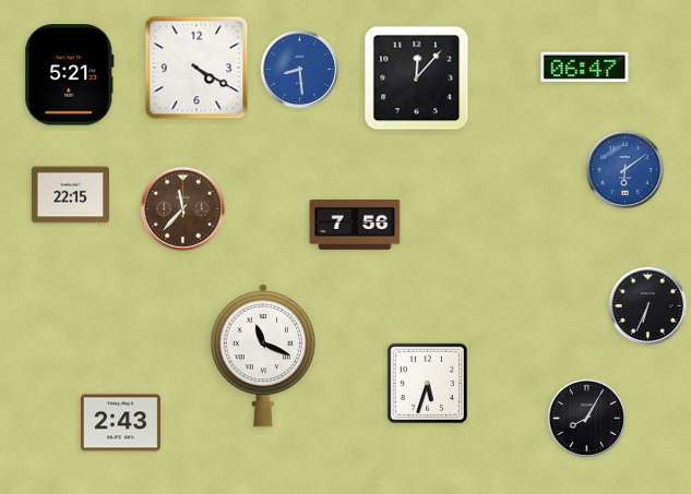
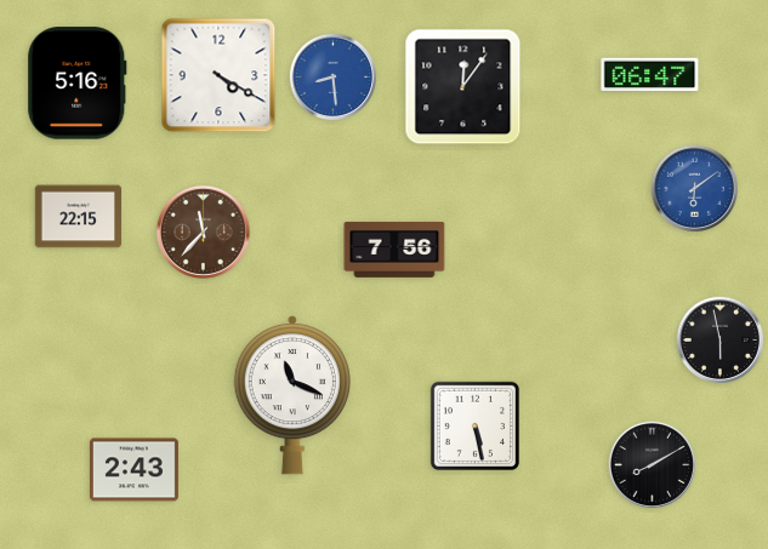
clock at (70, 75): 5:21 -> 5:16
clock at (417, 79): 12:07 -> 12:06
clock at (648, 306): 6:34 -> 5:58
clock at (427, 383): 5:33 -> 5:28
clock at (587, 419): 8:05 -> 8:10
